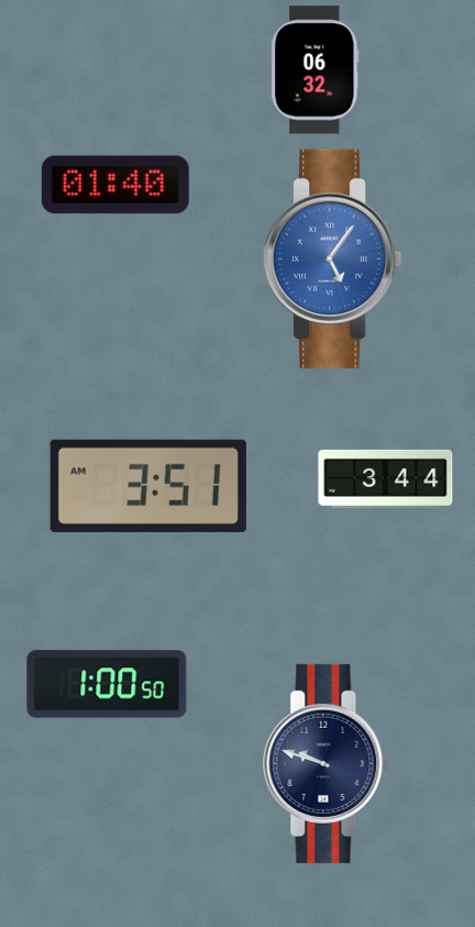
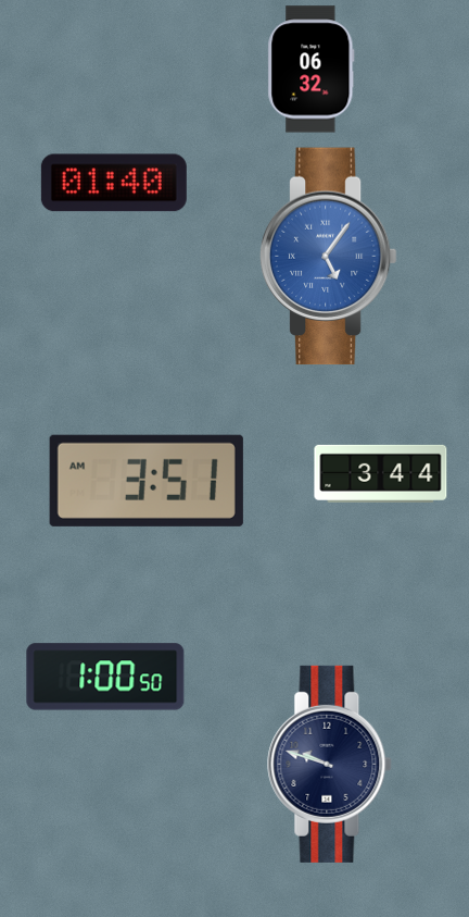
clock at (327, 763) position: (327, 763) -> (330, 764)
